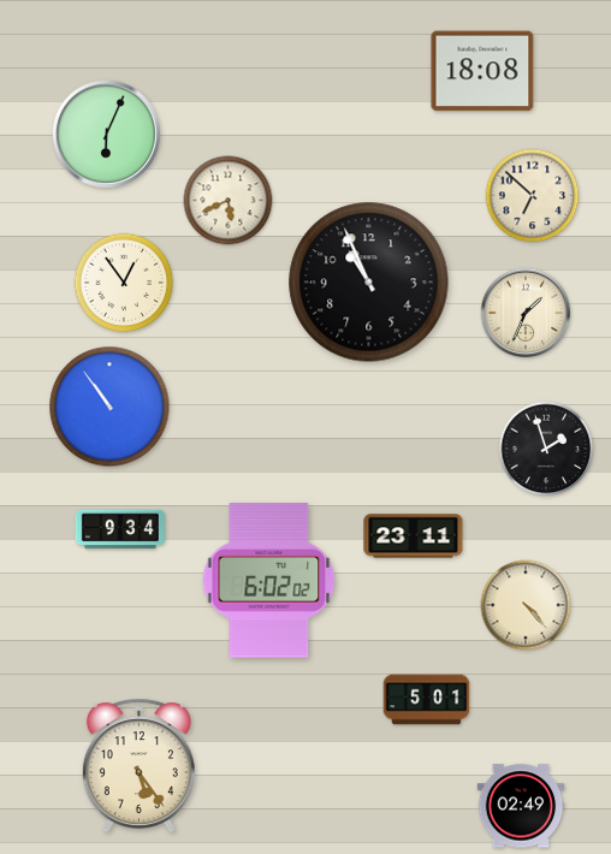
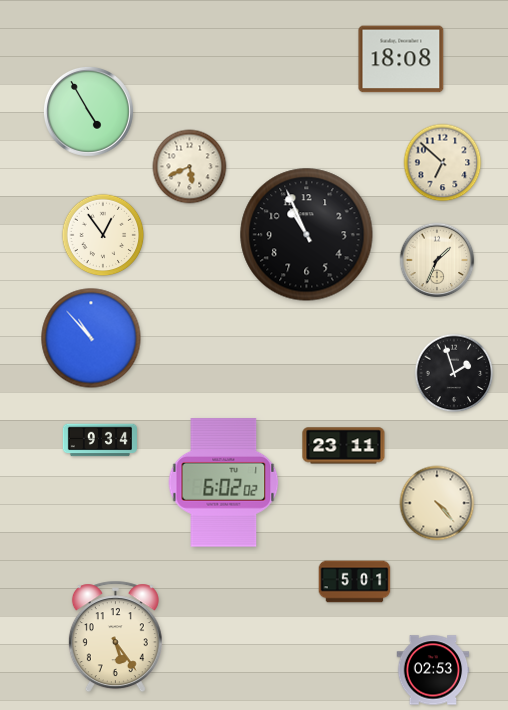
clock at (107, 134): 6:04 -> 4:55
clock at (109, 407): 10:54 -> 10:53
clock at (521, 806): 02:49 -> 02:53
